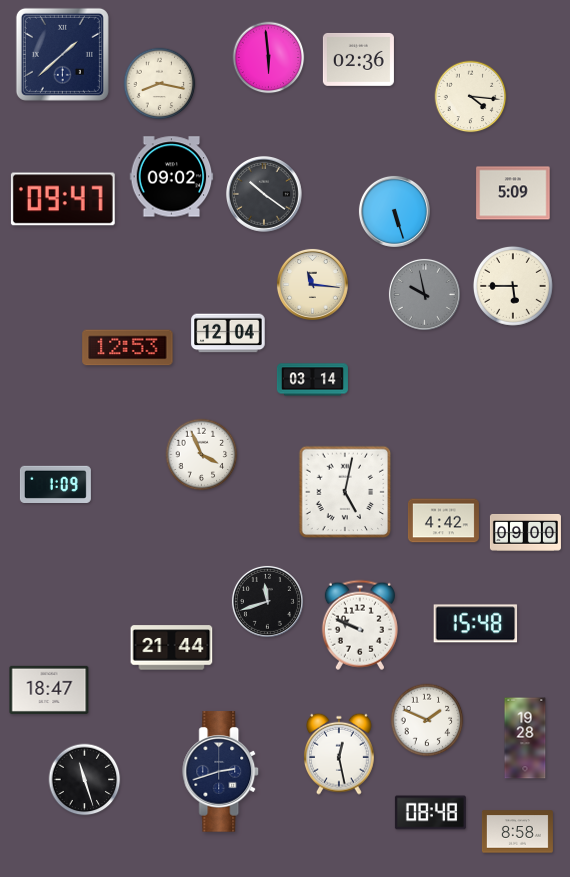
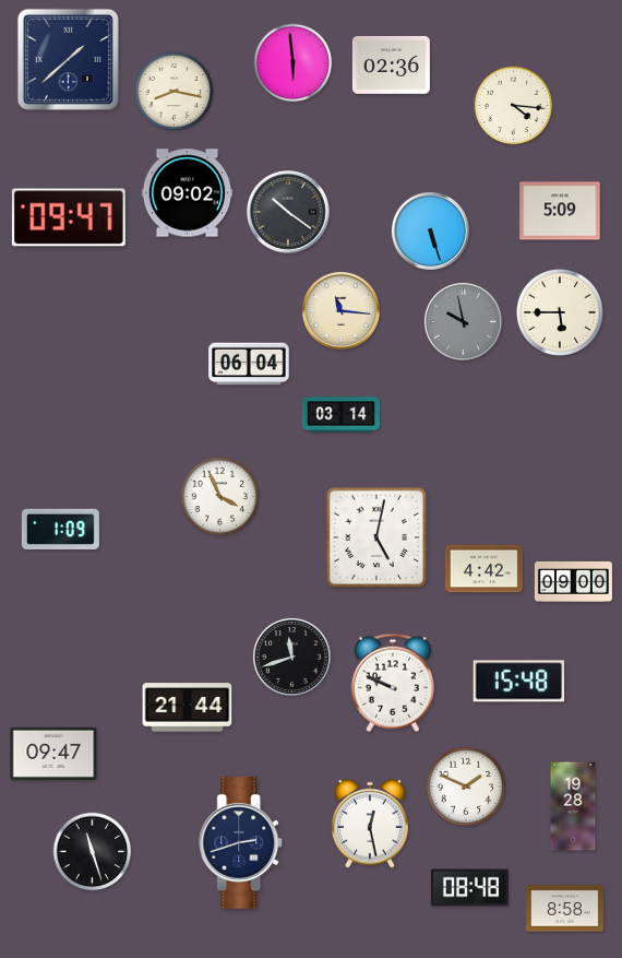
clock at (228, 333): 12:04 -> 06:04
clock at (128, 348): 12:53 -> none
clock at (49, 690): 18:47 -> 09:47
